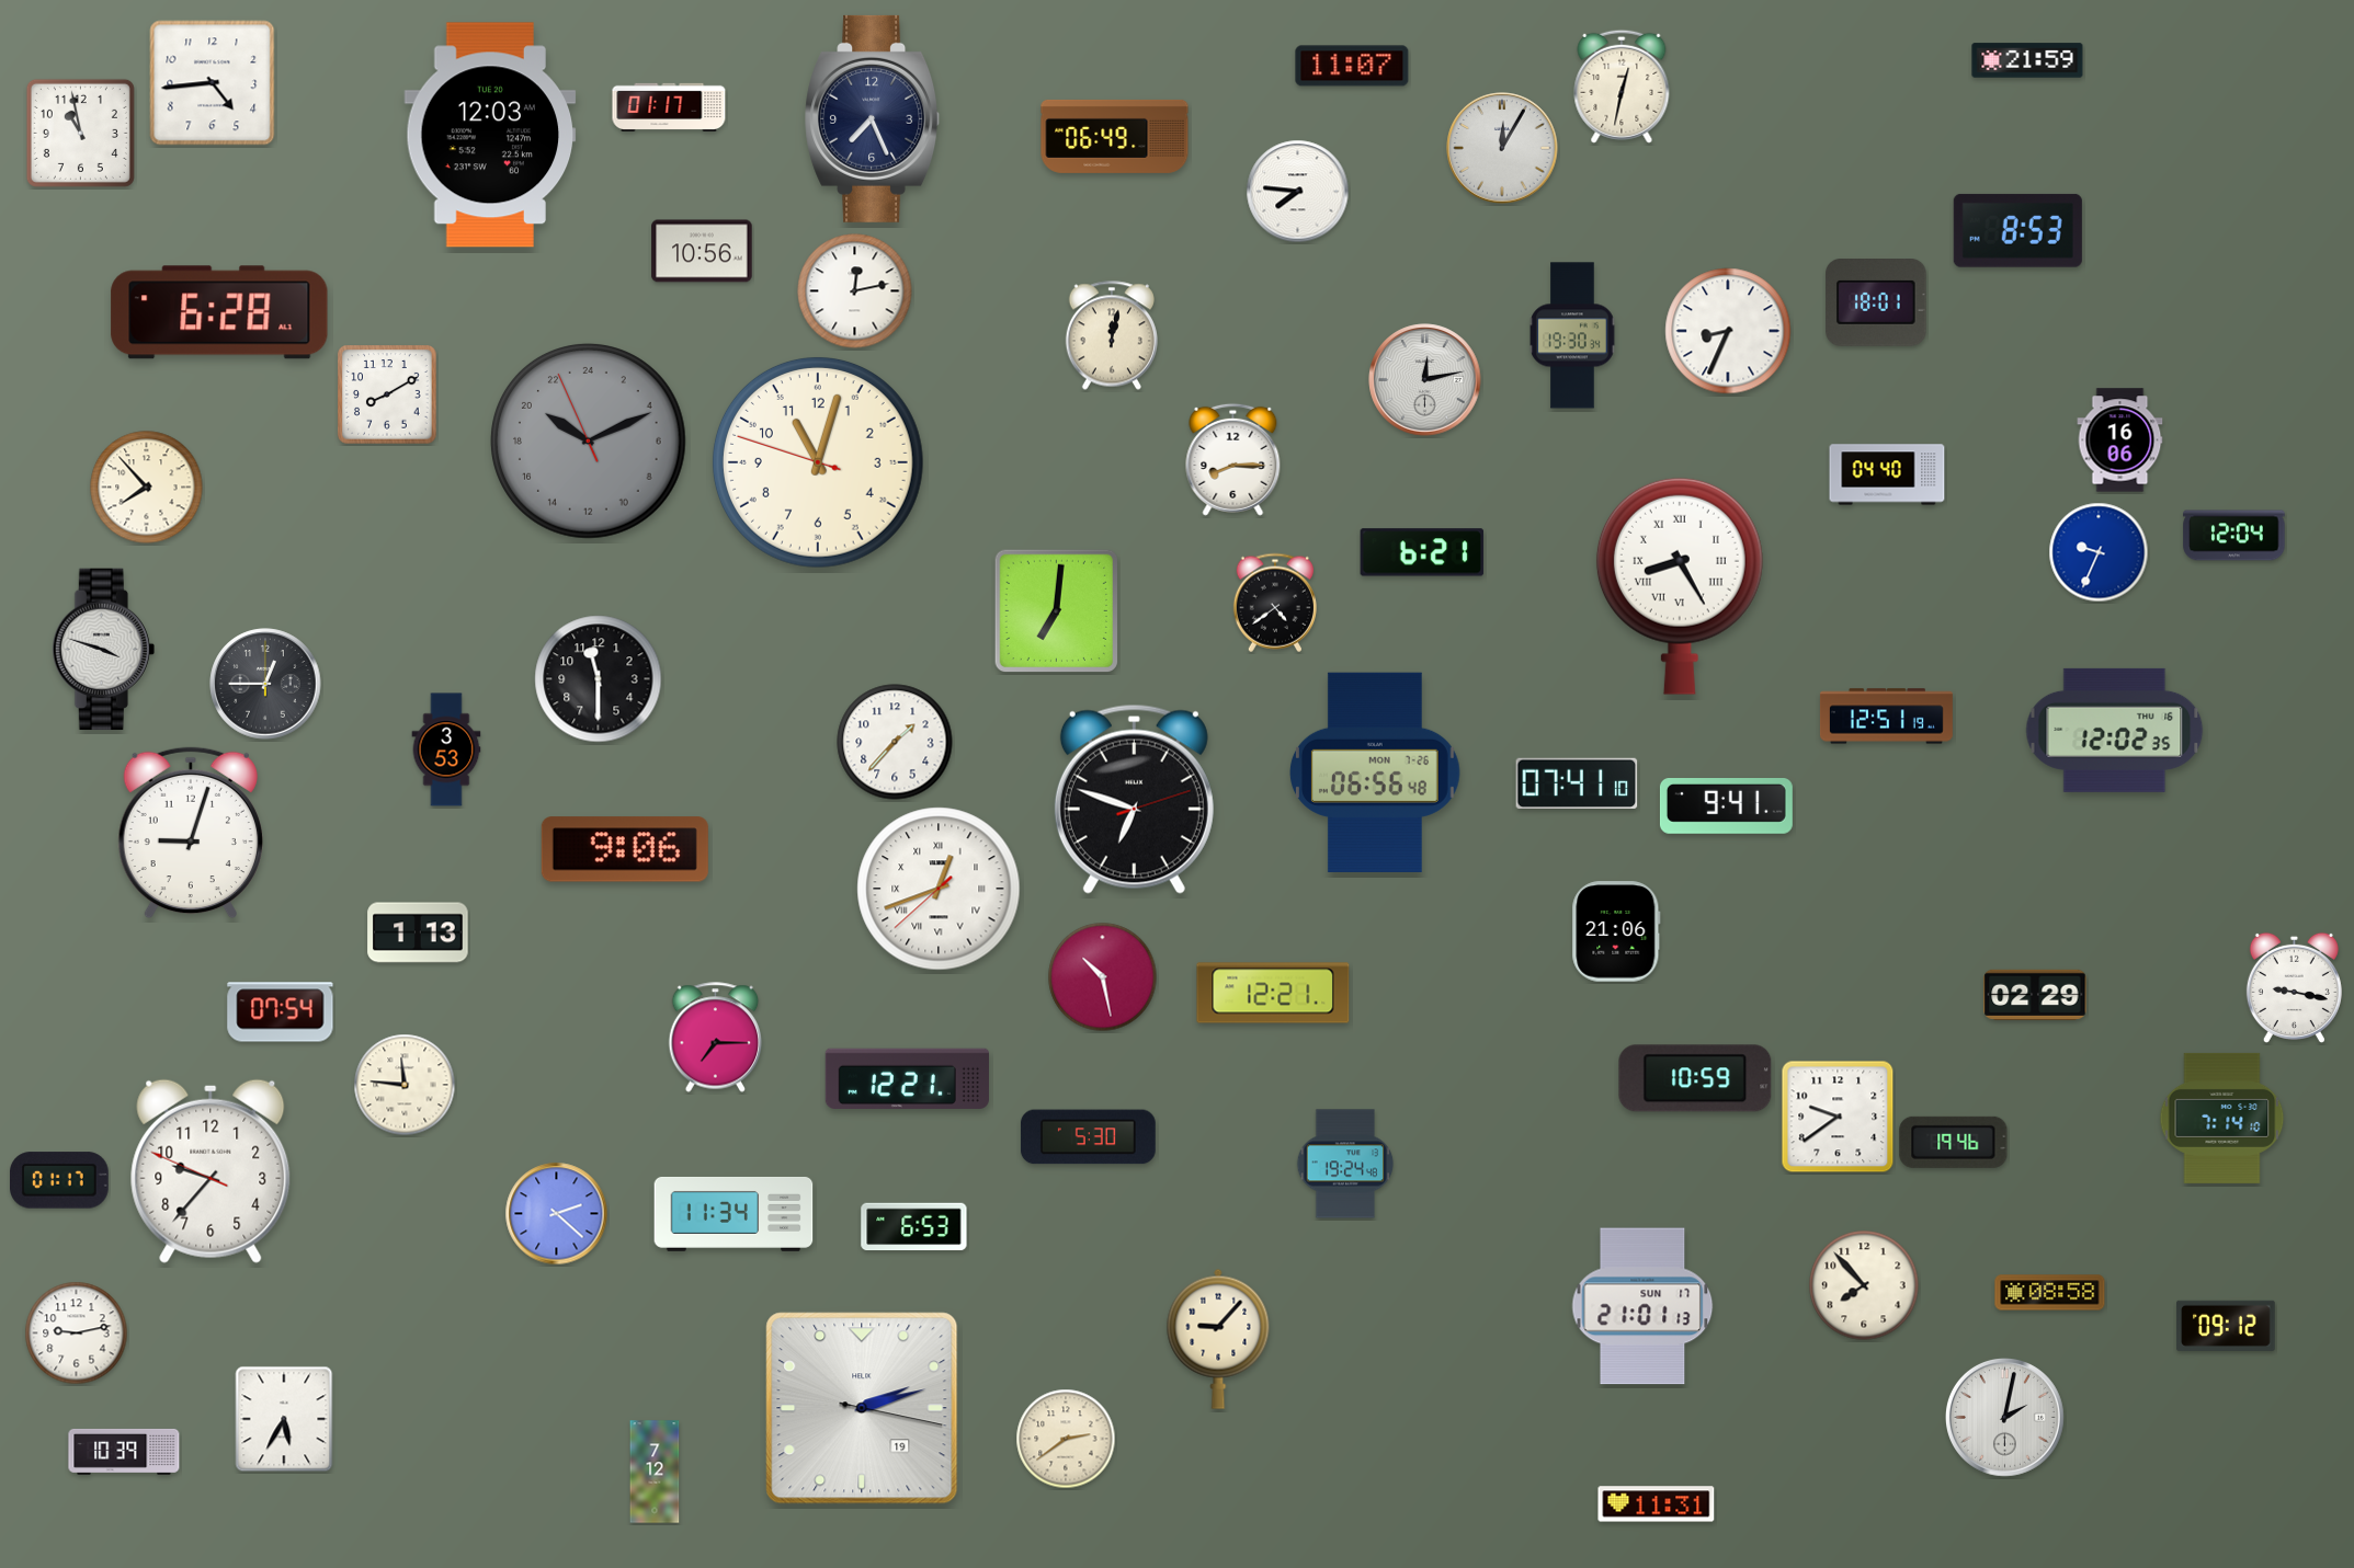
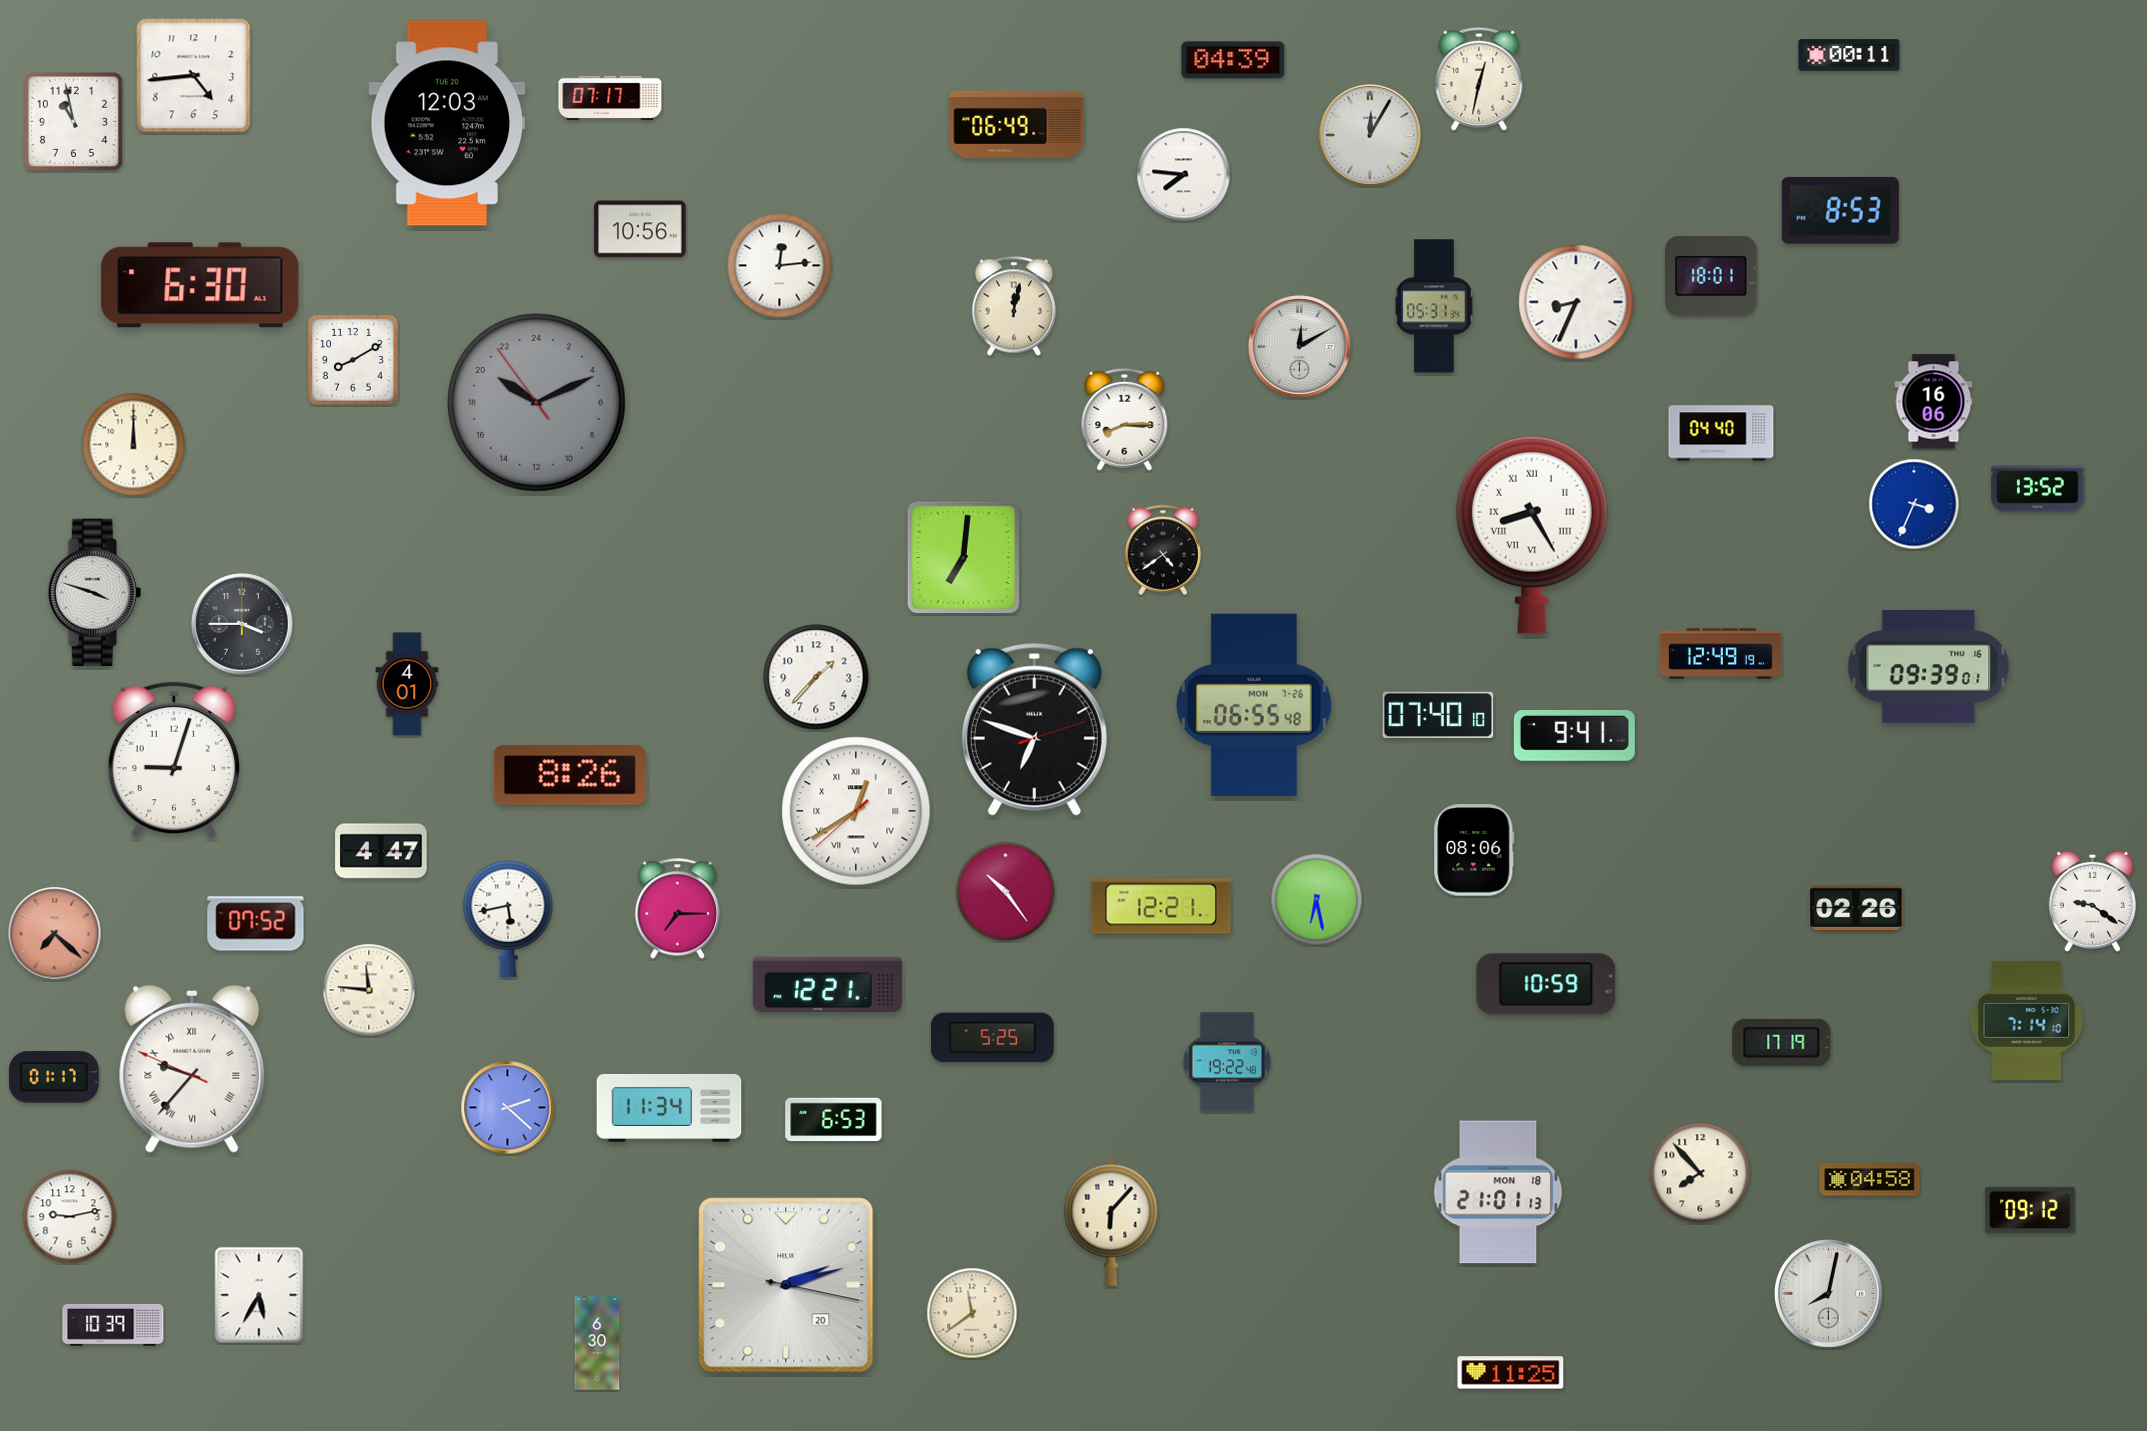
clock at (2027, 60): 21:59 -> 00:11
clock at (1352, 66): 11:07 -> 04:39
clock at (669, 107): 01:17 -> 07:17
clock at (873, 118): 7:26 -> none
clock at (855, 291): 12:13 -> 12:14
clock at (219, 312): 6:28 -> 6:30
clock at (1572, 335): 19:30 -> 05:31
clock at (1425, 380): 12:13 -> 12:10
clock at (589, 442): 20:10:56 -> 20:10:54
clock at (818, 462): 11:02 -> none
clock at (147, 488): 7:53 -> 12:00
clock at (2234, 536): 12:04 -> 13:52
clock at (1422, 552): 6:21 -> none
clock at (2099, 552): 9:34 -> 3:34
clock at (599, 679): 11:30 -> none
clock at (265, 684): 12:45 -> 3:45
clock at (1886, 717): 12:51 -> 12:49
clock at (2115, 730): 12:02 -> 09:39
clock at (446, 749): 3:53 -> 4:01
clock at (1376, 772): 06:56 -> 06:55
clock at (1577, 783): 07:41 -> 07:40
clock at (625, 849): 9:06 -> 8:26
clock at (939, 889): 12:41 -> 12:39
clock at (1616, 931): 21:06 -> 08:06
clock at (418, 932): 1:13 -> 4:47
clock at (1103, 977): 10:28 -> 10:24
clock at (1317, 900): none -> 6:28
clock at (2294, 987): 9:17 -> 9:21
clock at (2035, 995): 02:29 -> 02:26
clock at (508, 919): none -> 5:43
clock at (281, 1012): 07:54 -> 07:52
clock at (55, 934): none -> 7:22
clock at (716, 1038) position: (716, 1038) -> (678, 909)
clock at (1838, 1117): 9:39 -> none
clock at (1088, 1137): 5:30 -> 5:25
clock at (1954, 1142): 19:46 -> 17:19
clock at (1345, 1164): 19:24 -> 19:22
clock at (211, 1171) numerals: Arabic -> Roman
clock at (2050, 1293): 08:58 -> 04:58
clock at (1642, 1306) date: SUN 17 -> MON 18
clock at (1218, 1339): 9:07 -> 6:07
clock at (862, 1408) date: 19 -> 20
clock at (2005, 1418): 2:02 -> 8:02
clock at (1066, 1439): 2:39 -> 11:39
clock at (655, 1472): 7:12 -> 6:30
clock at (1657, 1504): 11:31 -> 11:25
